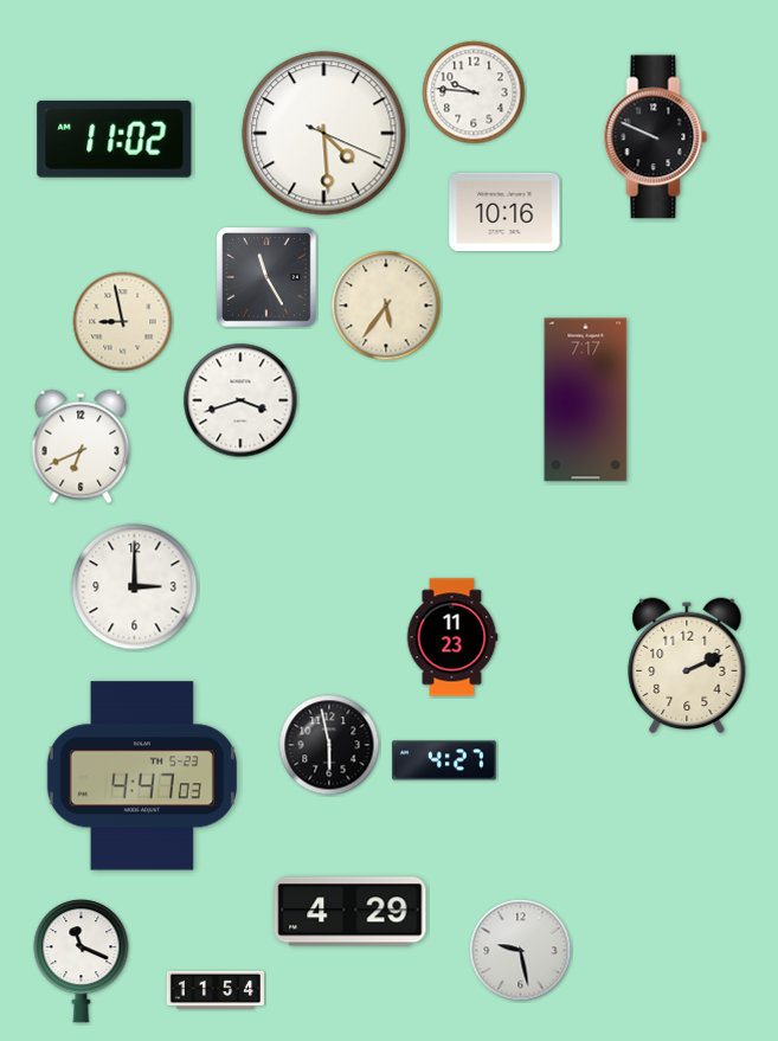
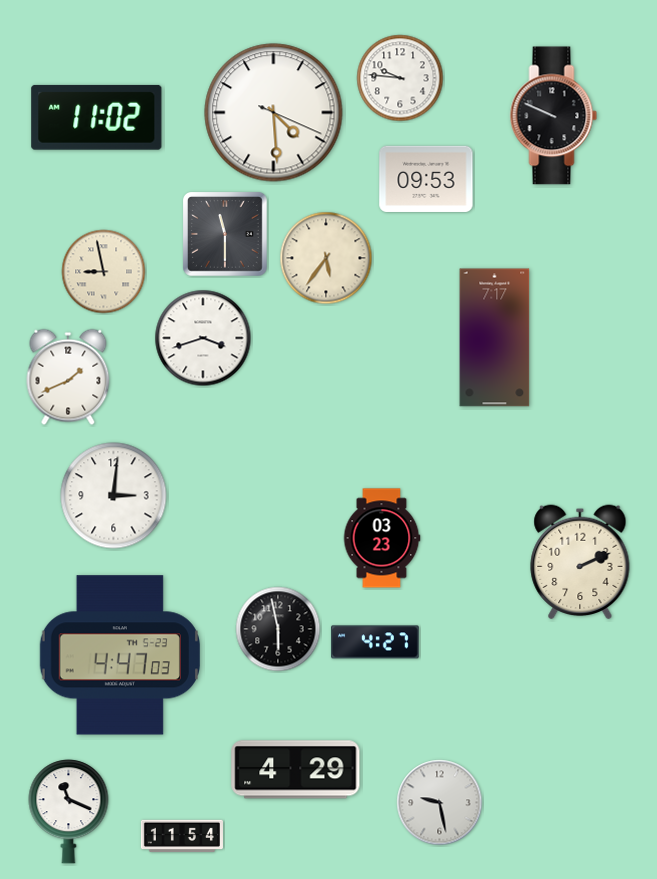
clock at (504, 212): 10:16 -> 09:53
clock at (268, 278): 11:25 -> 11:30
clock at (81, 446): 6:41 -> 1:41
clock at (135, 587): 3:00 -> 3:01
clock at (452, 637): 11:23 -> 03:23
